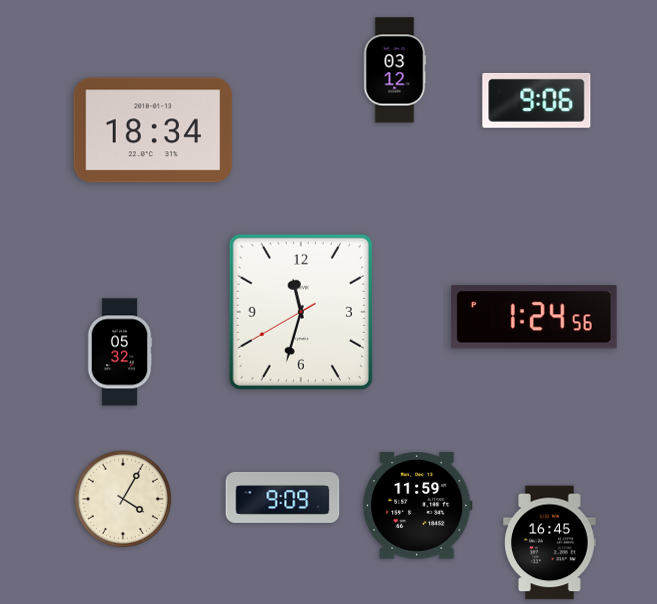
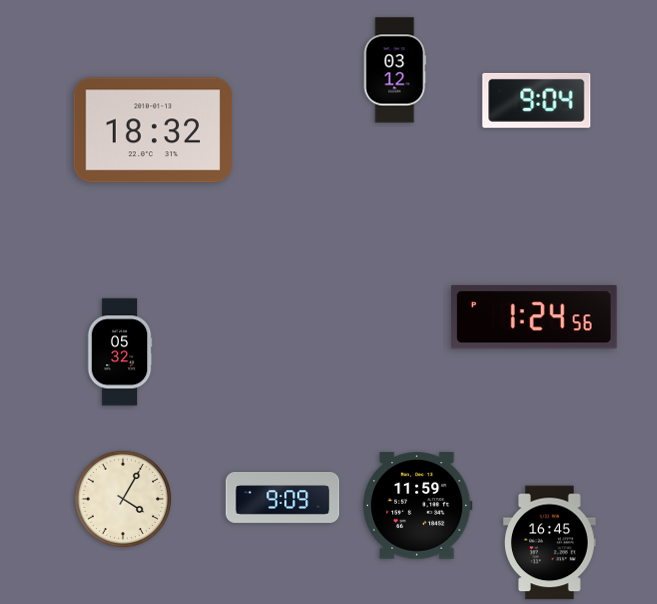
clock at (537, 100): 9:06 -> 9:04
clock at (153, 130): 18:34 -> 18:32
clock at (301, 312): 11:32 -> none
